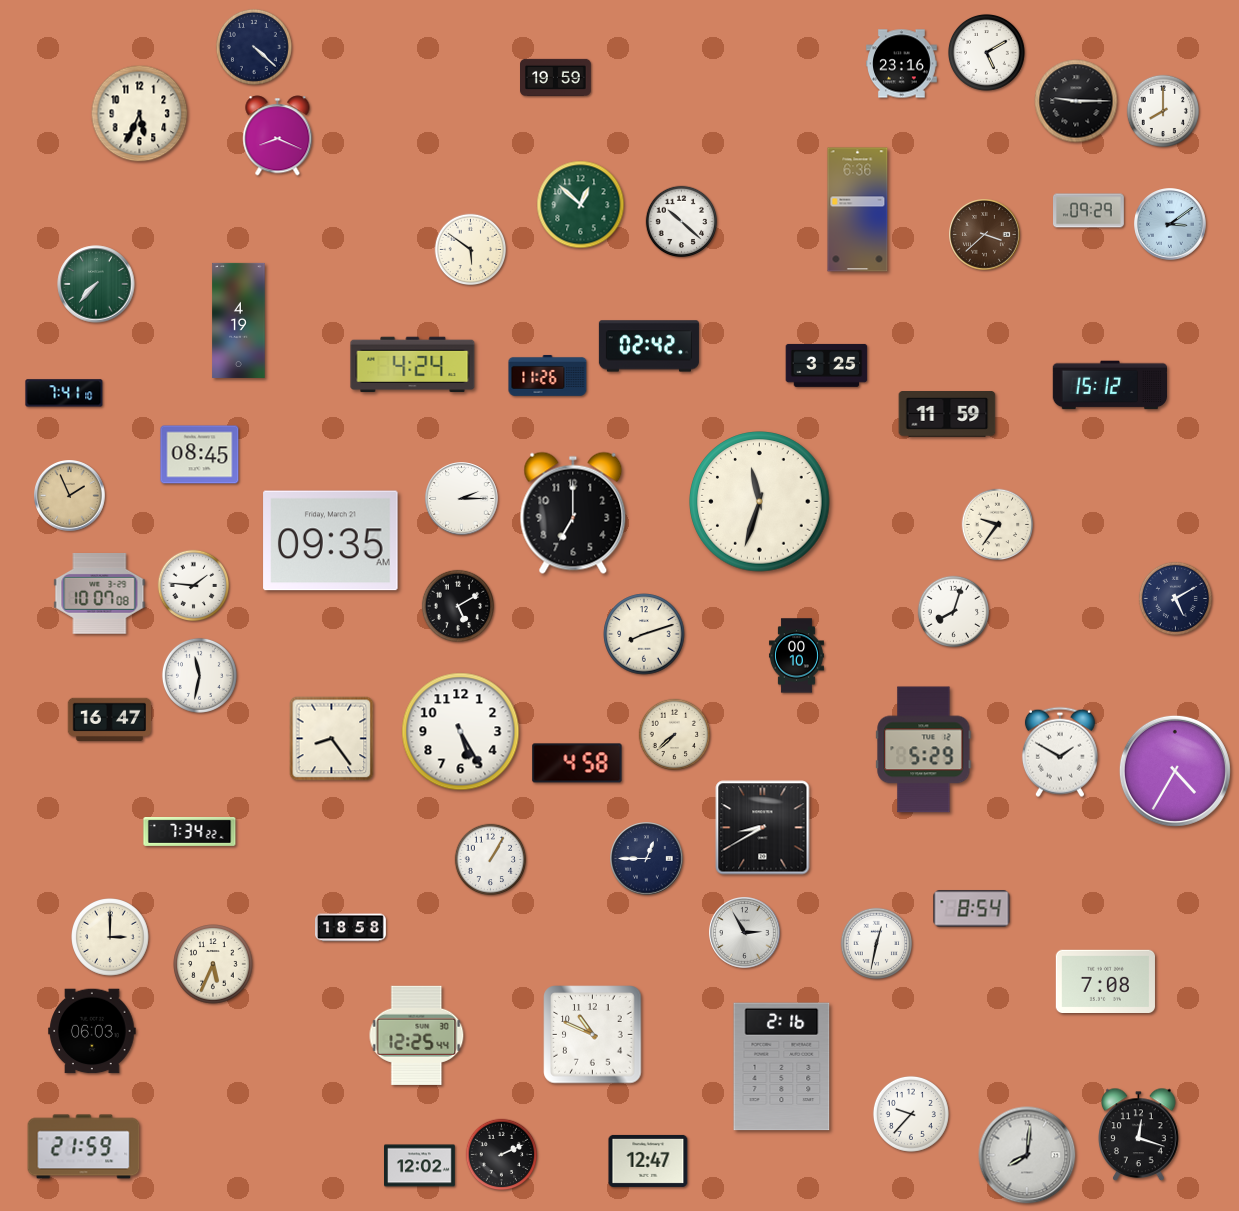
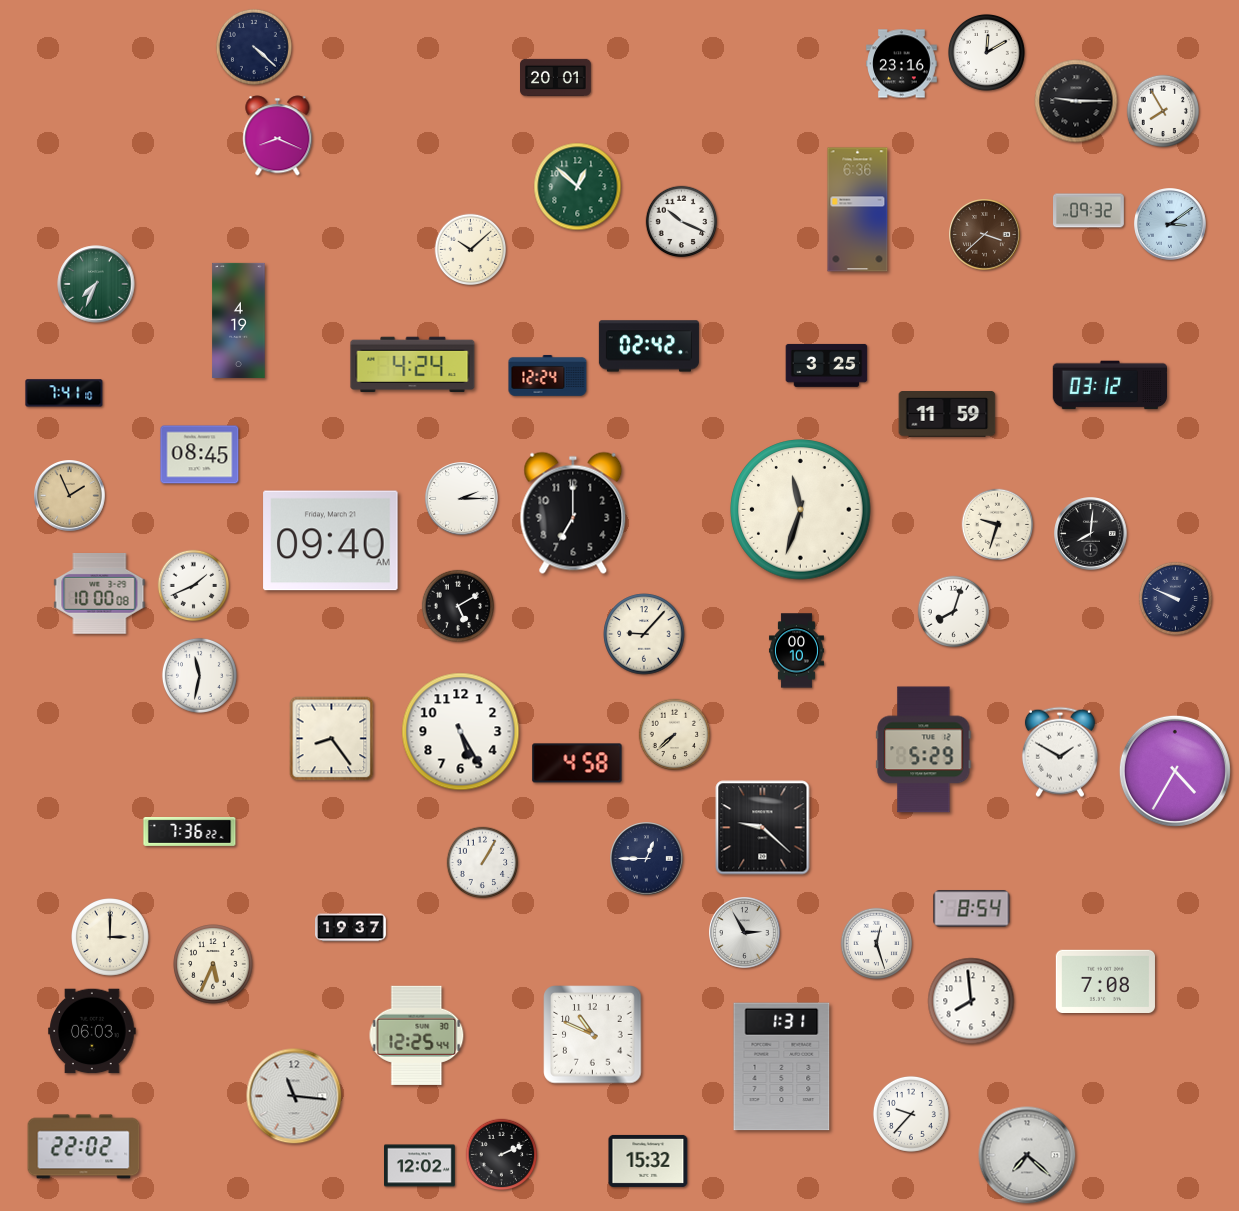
clock at (986, 52): 5:10 -> 12:10
clock at (556, 77): 19:59 -> 20:01
clock at (1162, 110): 8:00 -> 7:55
clock at (140, 114): 5:34 -> none
clock at (581, 205) position: (581, 205) -> (578, 187)
clock at (1089, 211): 09:29 -> 09:32
clock at (682, 222): 10:22 -> 10:19
clock at (471, 250): 5:51 -> 10:08
clock at (96, 284): 7:37 -> 7:34
clock at (548, 375): 11:26 -> 12:24
clock at (1109, 385): 15:12 -> 03:12
clock at (760, 502) position: (760, 502) -> (801, 510)
clock at (998, 525): 9:36 -> 9:33
clock at (1091, 534): none -> 8:01
clock at (331, 541): 09:35 -> 09:40
clock at (194, 586): 1:46 -> 1:41
clock at (100, 594): 10:07 -> 10:00
clock at (1175, 598): 5:10 -> 9:49
clock at (644, 634): 8:12 -> 9:07
clock at (796, 656) position: (796, 656) -> (796, 651)
clock at (110, 719): 16:47 -> none
clock at (763, 828): 8:40 -> 9:22
clock at (190, 832): 7:34 -> 7:36
clock at (491, 860) position: (491, 860) -> (483, 863)
clock at (351, 928): 18:58 -> 19:37
clock at (877, 944): 12:32 -> 12:27
clock at (971, 1001): none -> 7:59
clock at (782, 1067): 2:16 -> 1:31
clock at (294, 1096): none -> 11:16
clock at (1139, 1135): 12:18 -> none
clock at (84, 1147): 21:59 -> 22:02
clock at (1027, 1155): 8:01 -> 7:22
clock at (648, 1161): 12:47 -> 15:32
